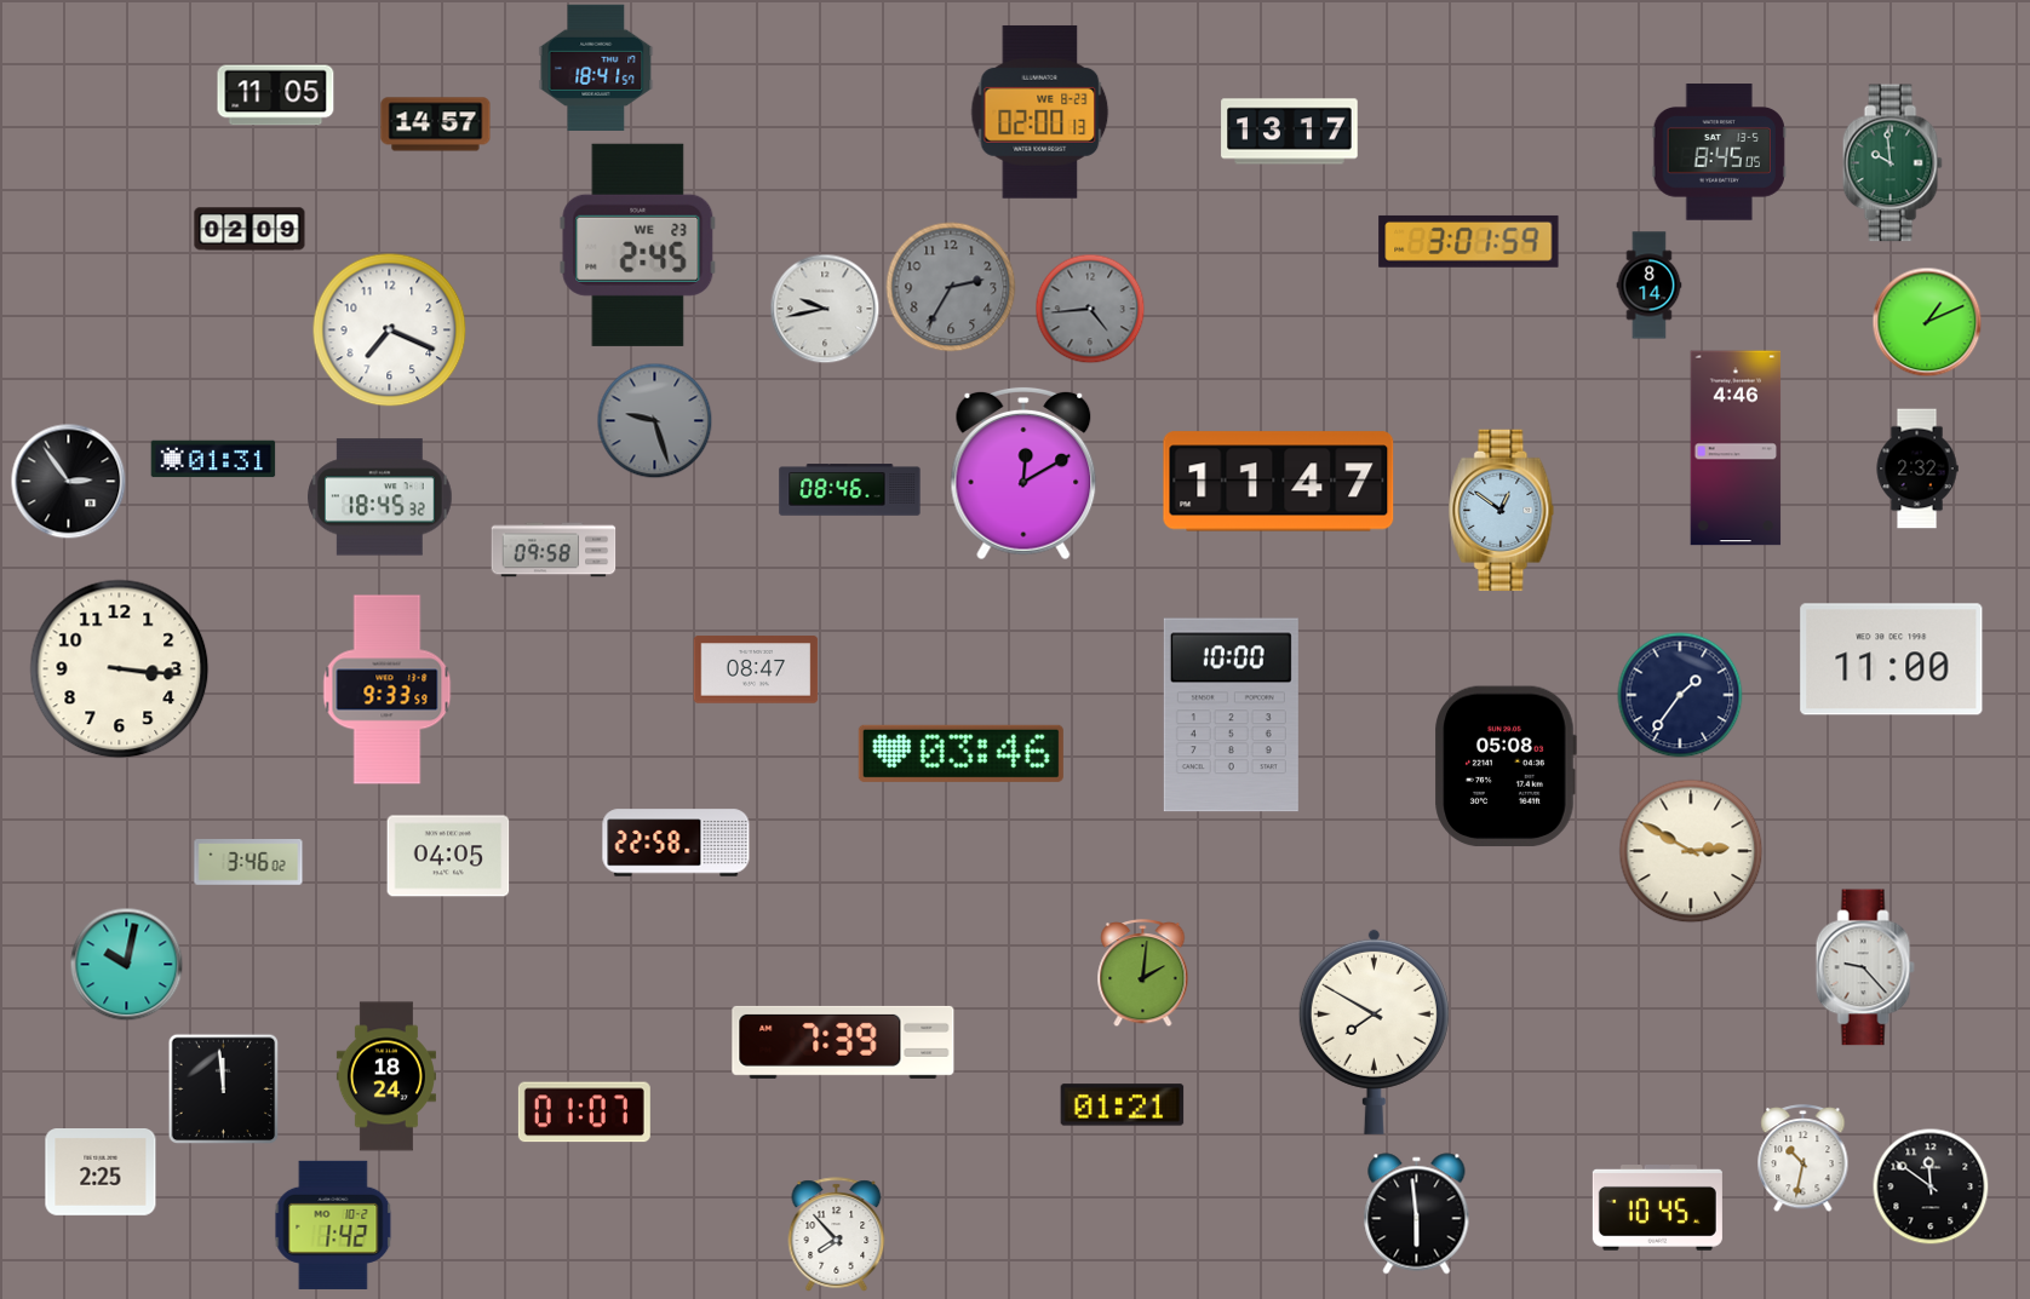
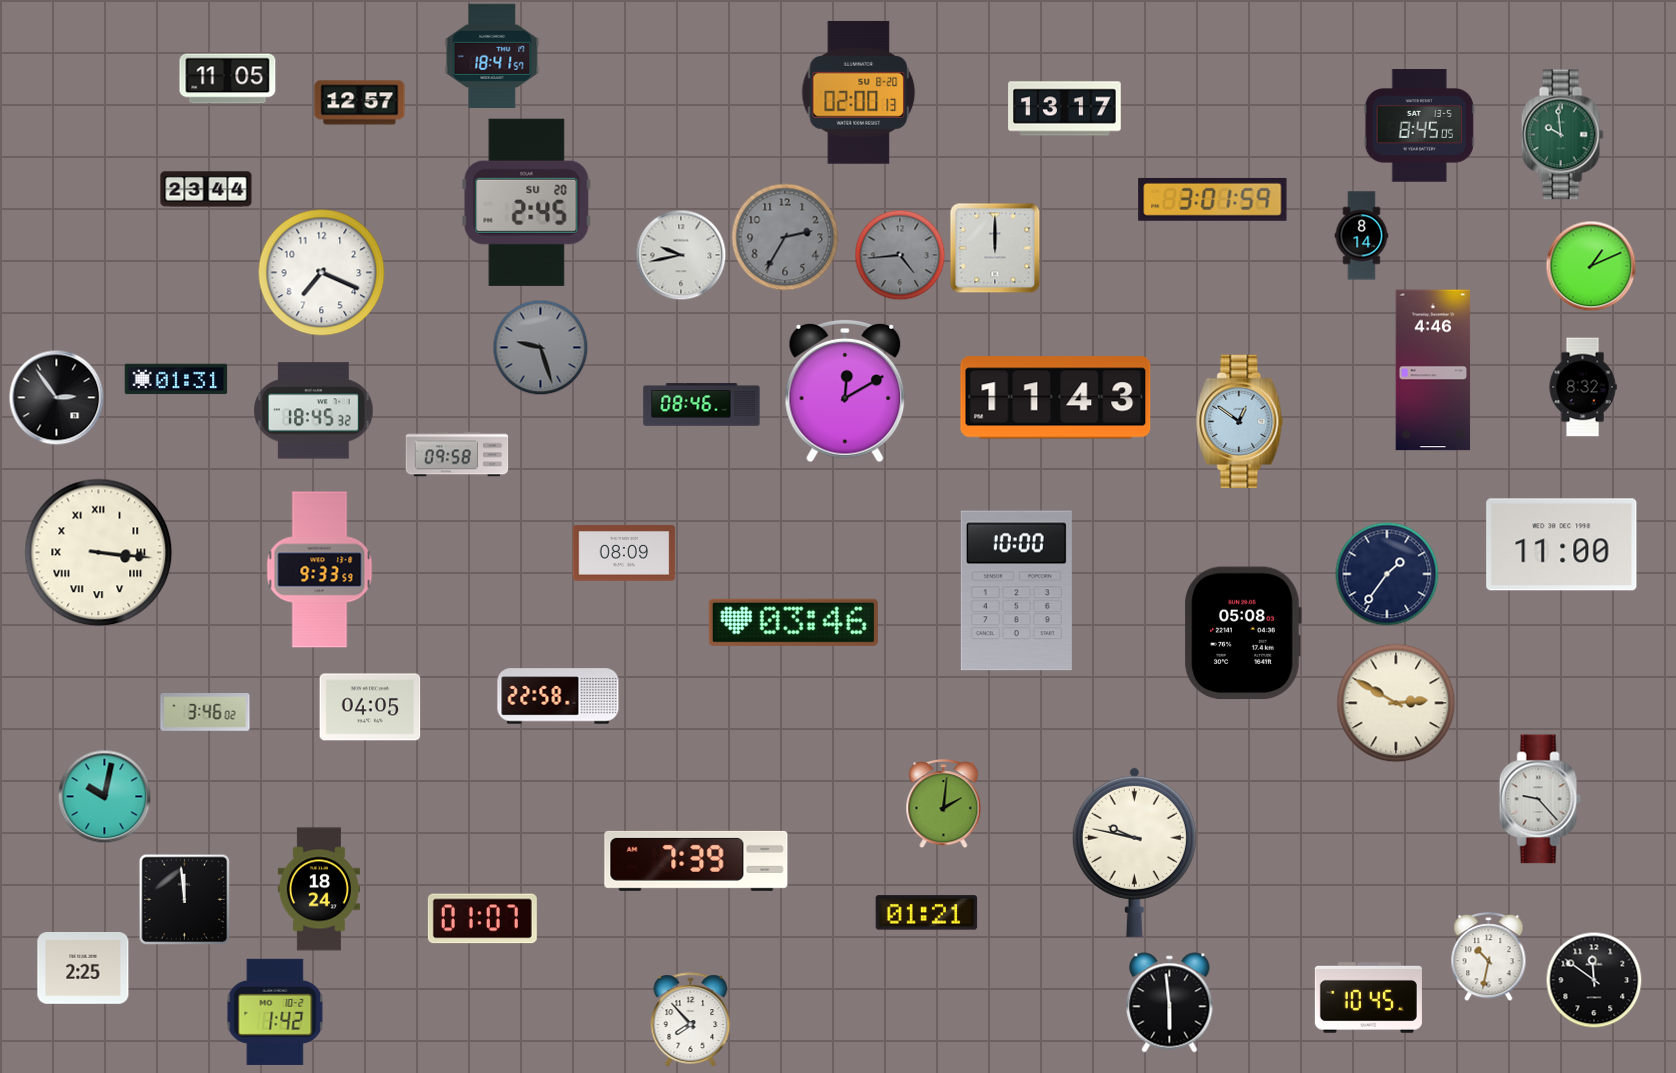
clock at (1040, 111) date: WE 8-23 -> SU 8-20
clock at (436, 125): 14:57 -> 12:57
clock at (250, 229): 02:09 -> 23:44
clock at (638, 245) date: WE 23 -> SU 20
clock at (995, 248): none -> 12:00
clock at (1917, 469): 2:32 -> 8:32
clock at (1279, 482): 11:47 -> 11:43
clock at (120, 669) numerals: Arabic -> Roman
clock at (756, 669): 08:47 -> 08:09
clock at (1374, 1031): 7:50 -> 9:47
